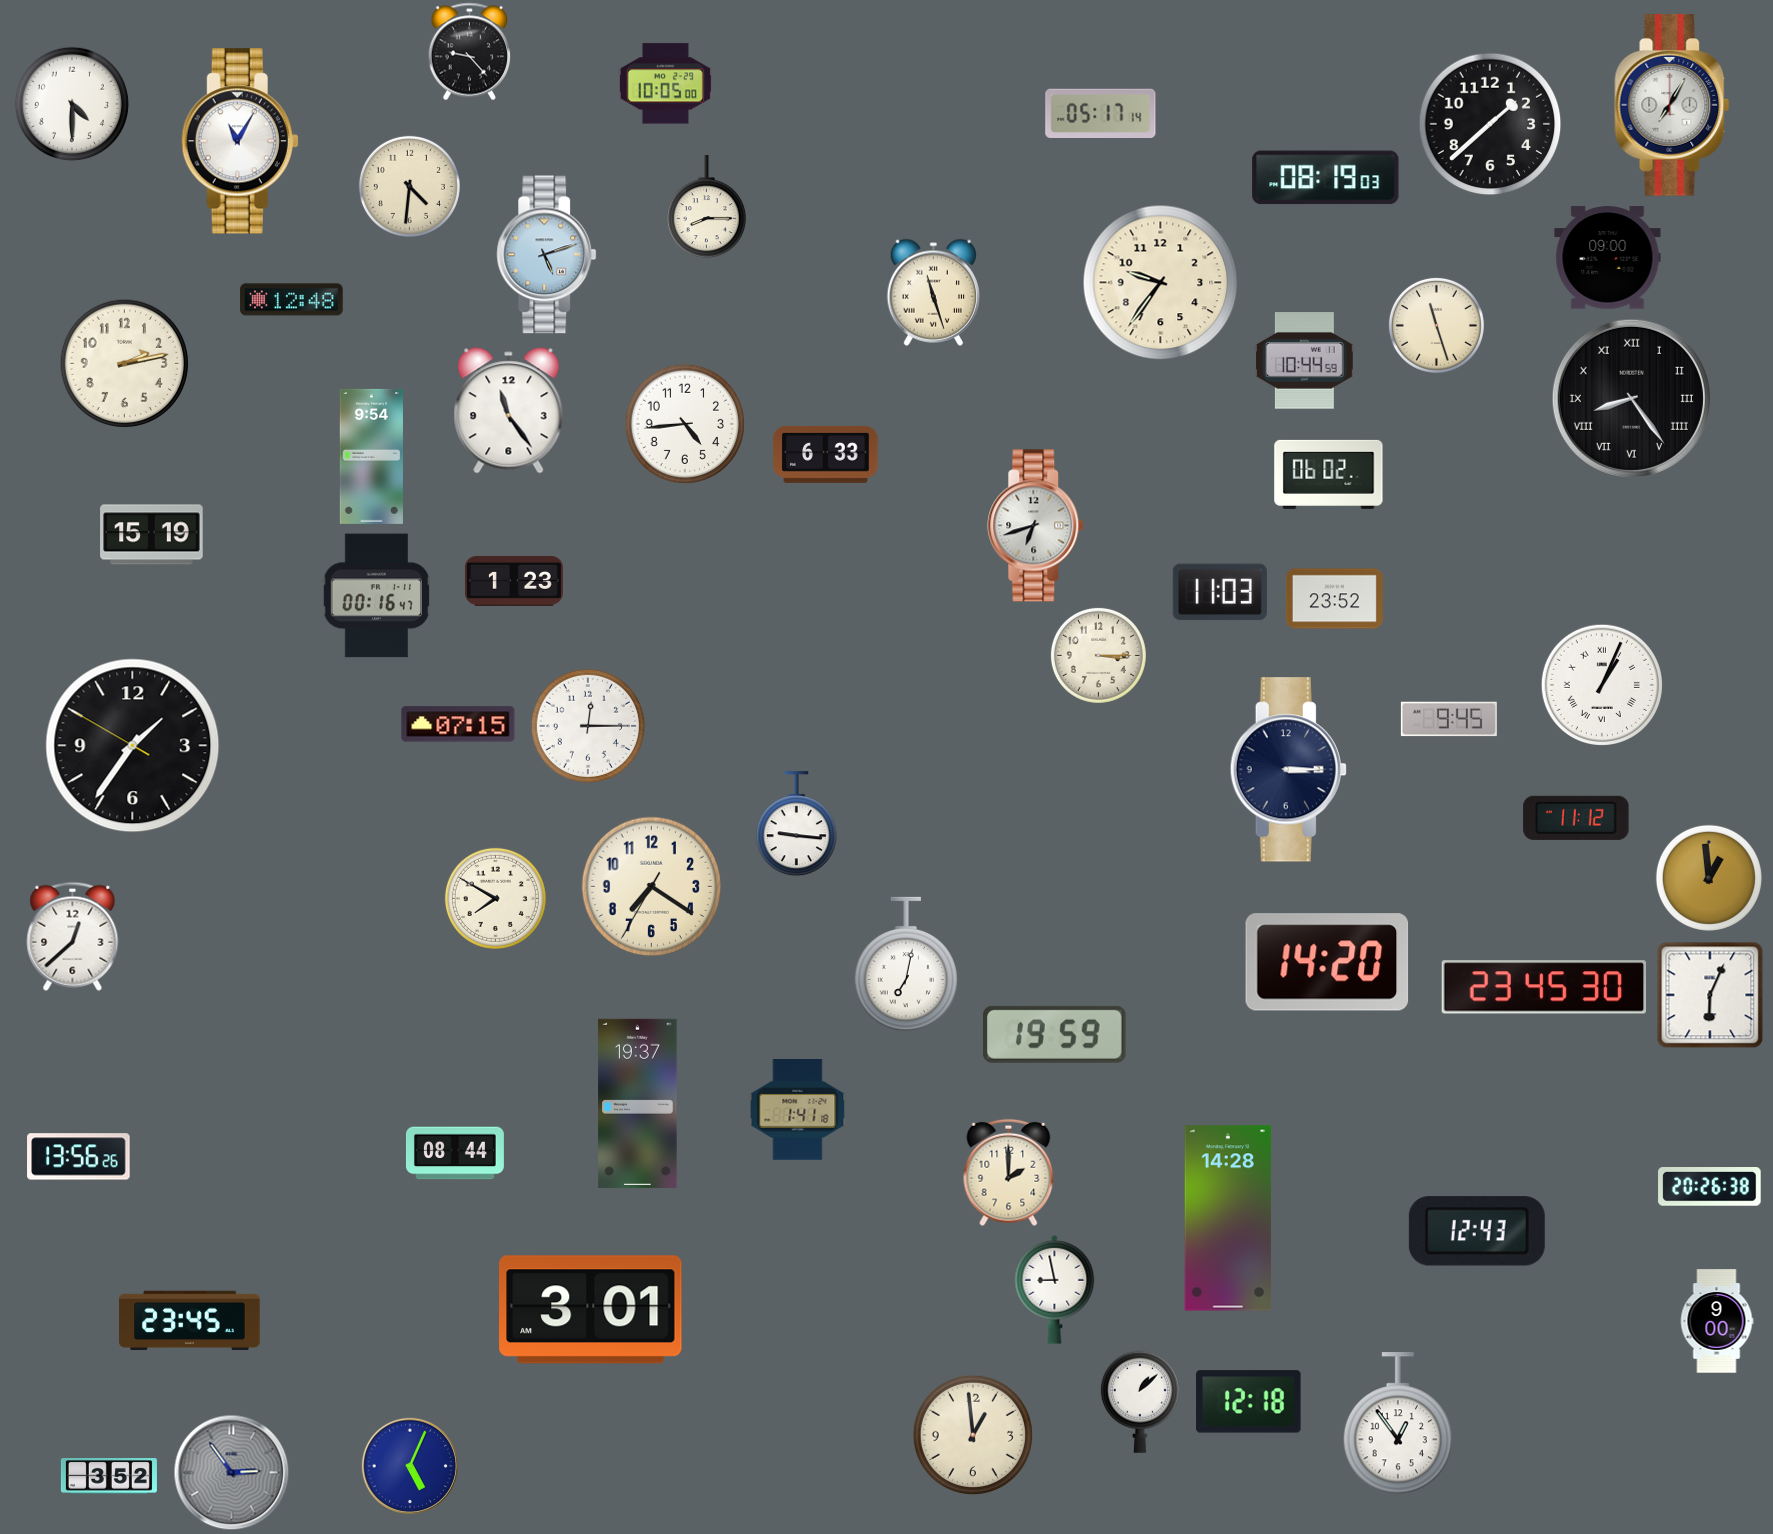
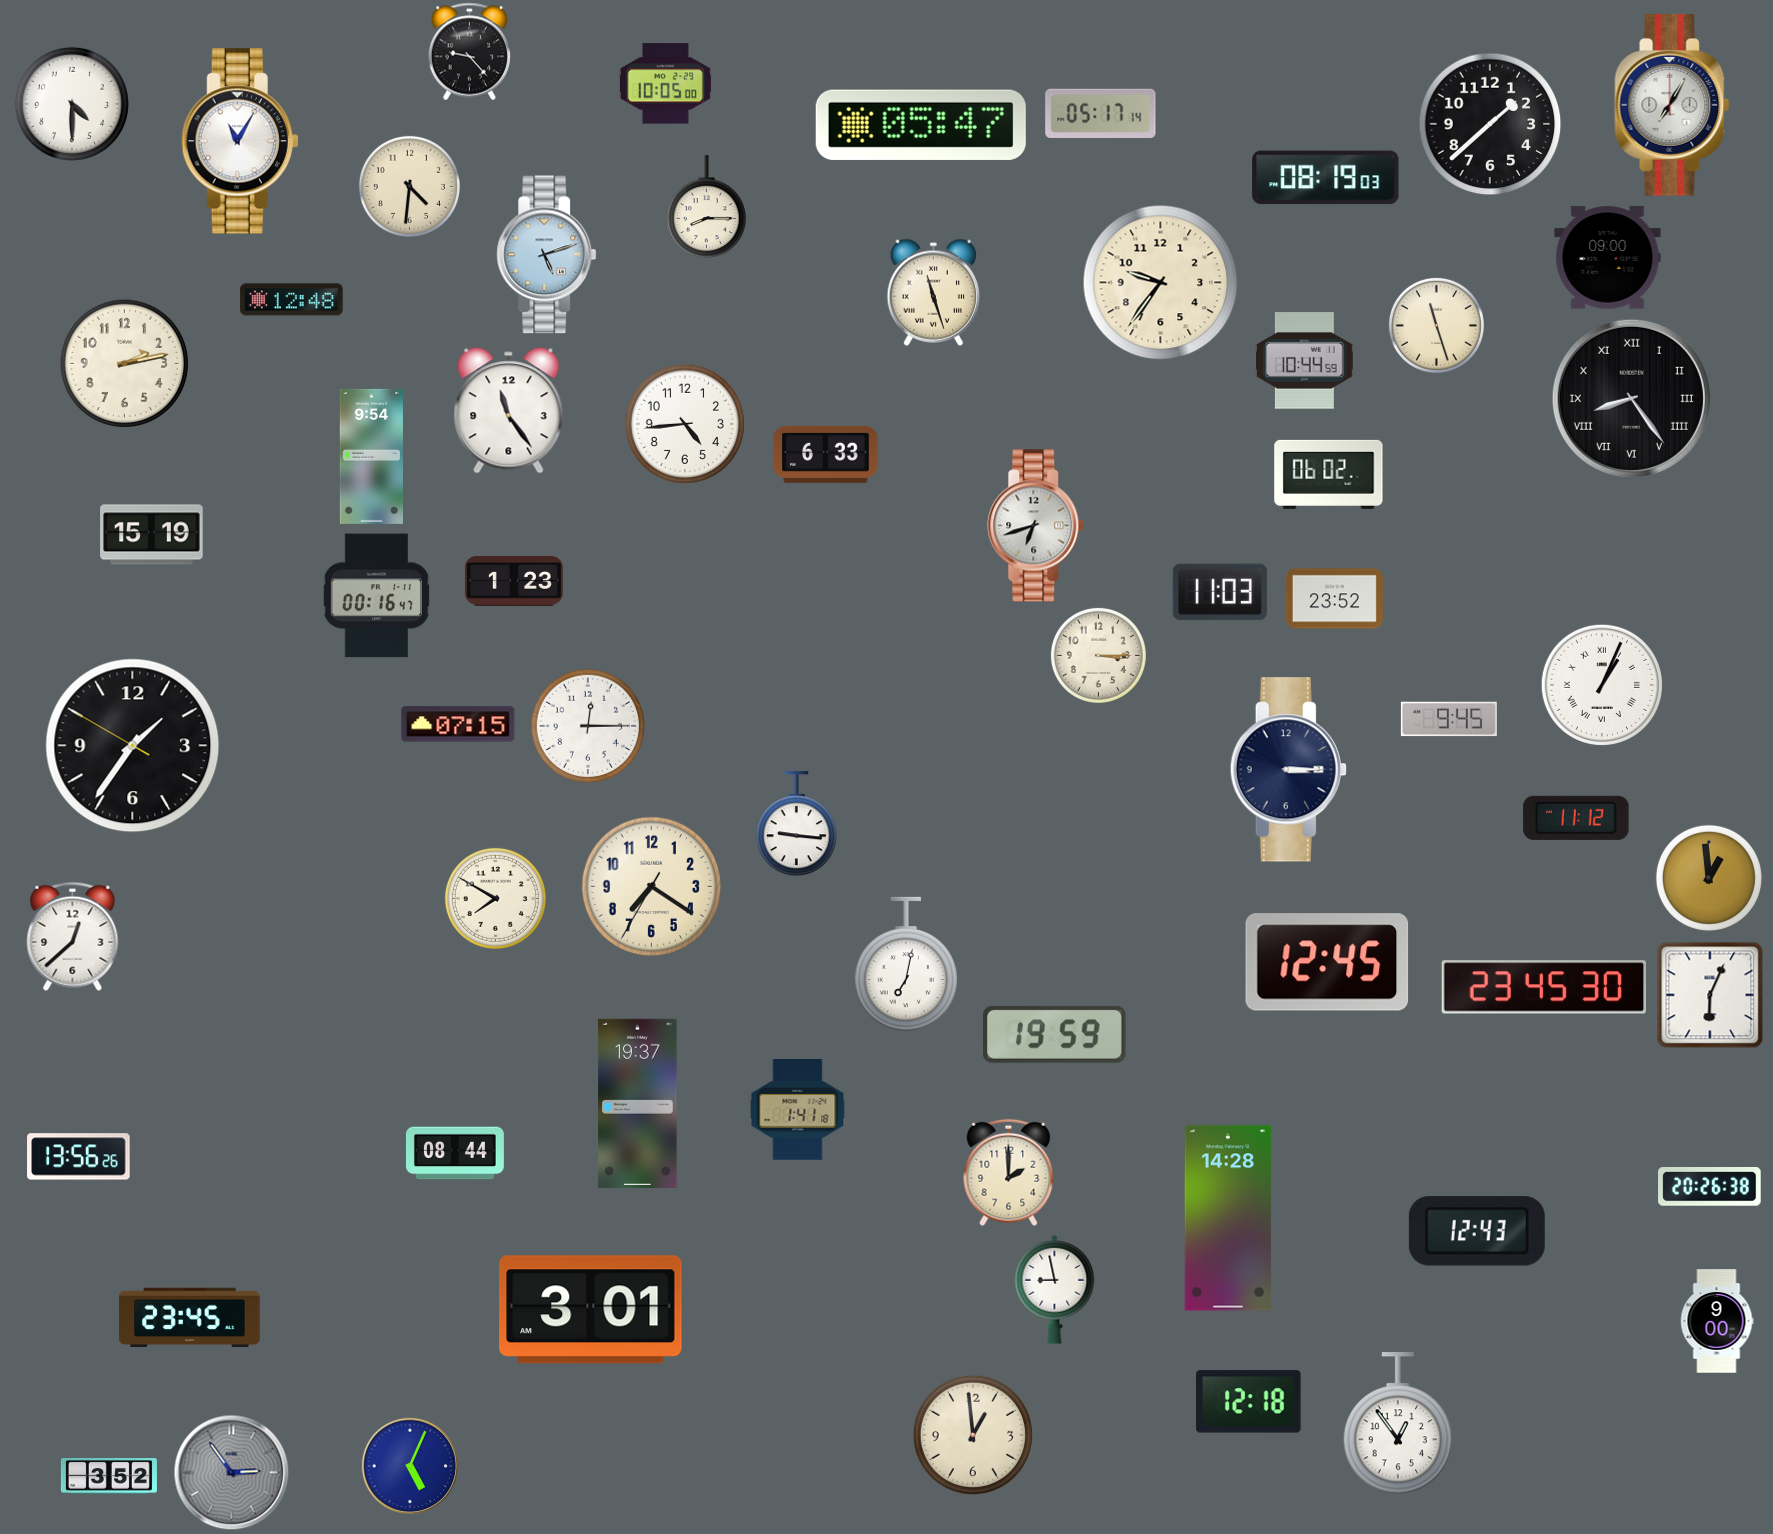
clock at (921, 125): none -> 05:47
clock at (1327, 962): 14:20 -> 12:45
clock at (190, 1321) position: (190, 1321) -> (190, 1318)
clock at (1140, 1402): 1:08 -> none
